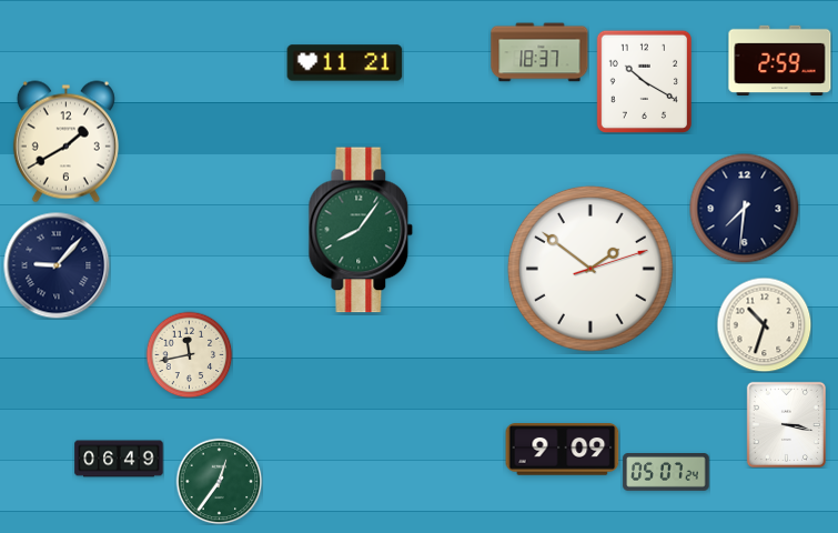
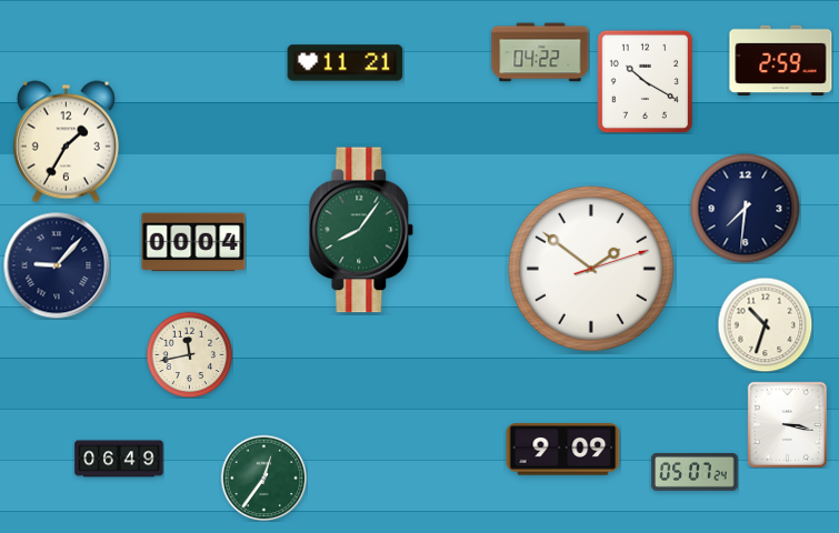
clock at (539, 52): 18:37 -> 04:22
clock at (65, 142): 1:40 -> 1:35
clock at (193, 242): none -> 00:04
clock at (666, 473) position: (666, 473) -> (695, 473)
clock at (219, 481) position: (219, 481) -> (263, 477)
